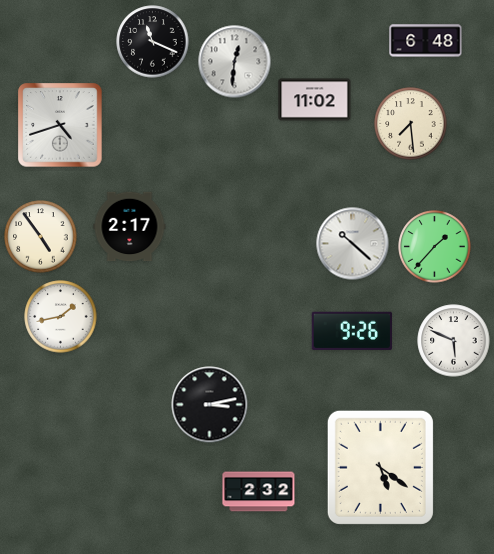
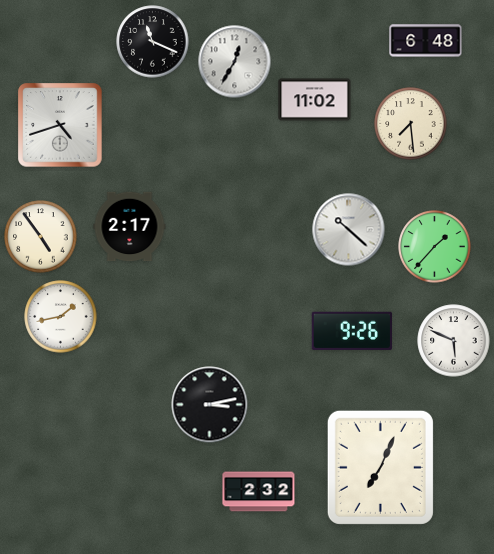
clock at (235, 62): 12:31 -> 12:35
clock at (353, 244) position: (353, 244) -> (349, 230)
clock at (380, 467): 5:21 -> 7:04
